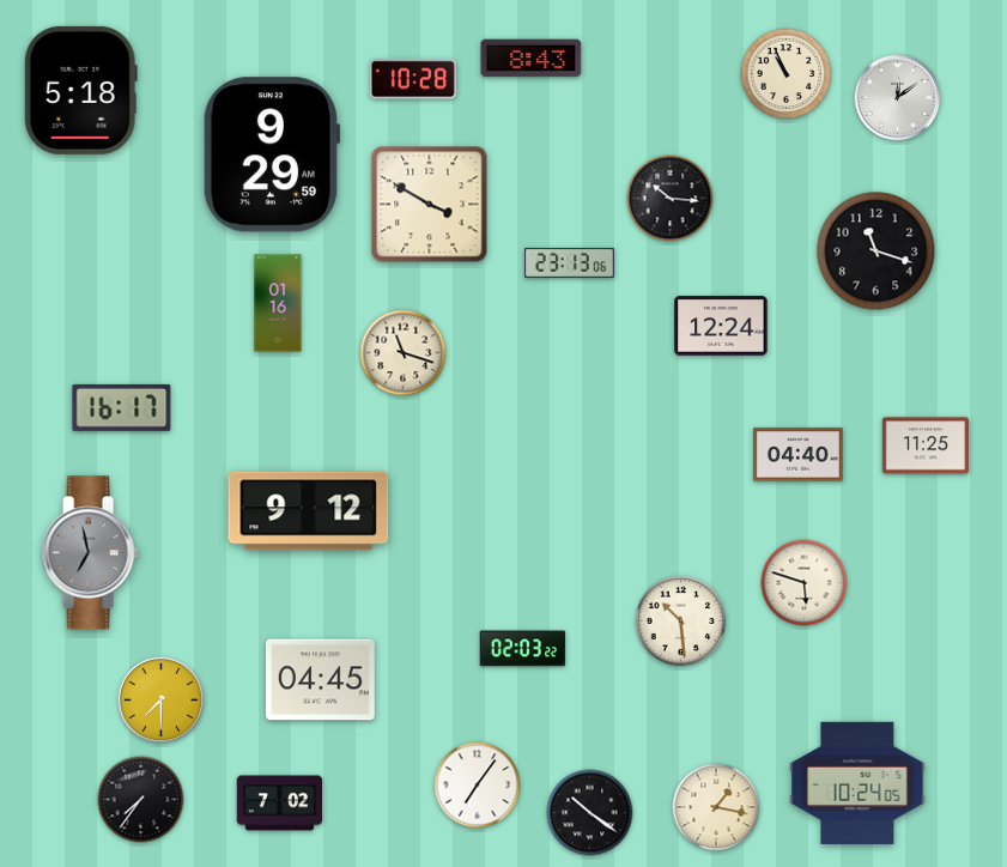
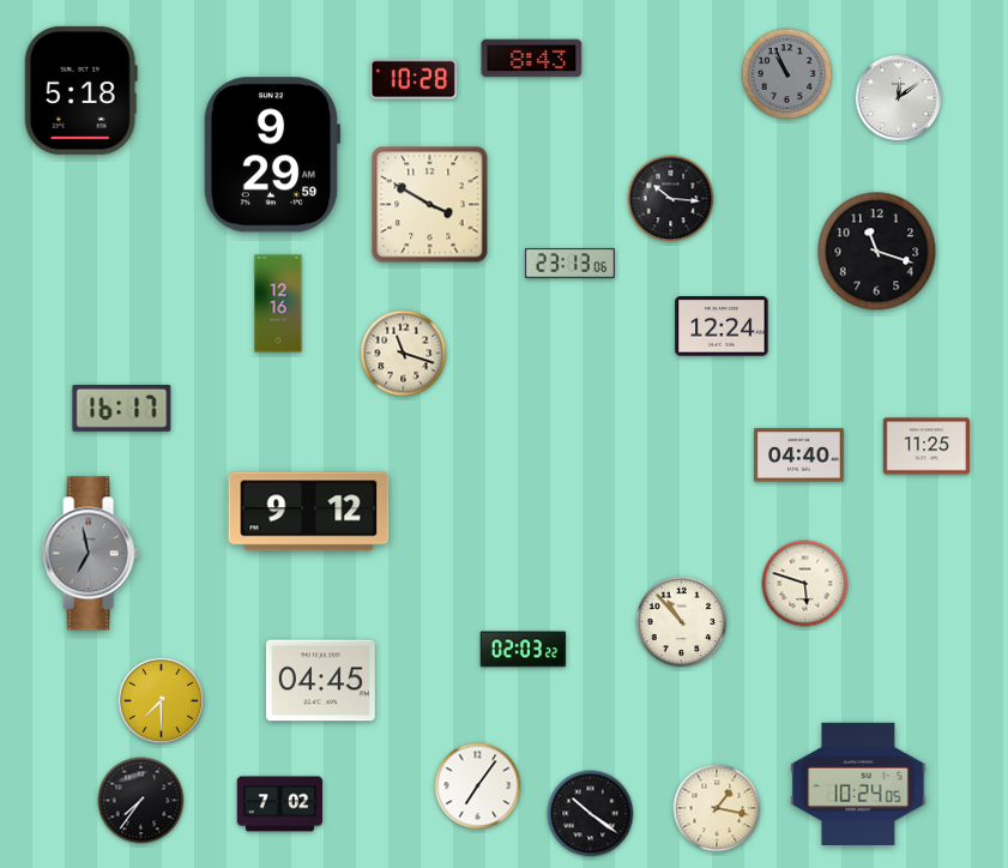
clock at (787, 74) dial: cream -> grey
clock at (278, 303): 01:16 -> 12:16
clock at (681, 622): 10:29 -> 10:53
